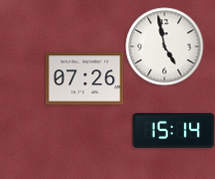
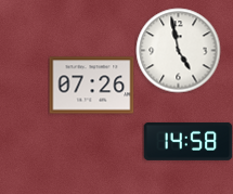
clock at (173, 130): 15:14 -> 14:58
